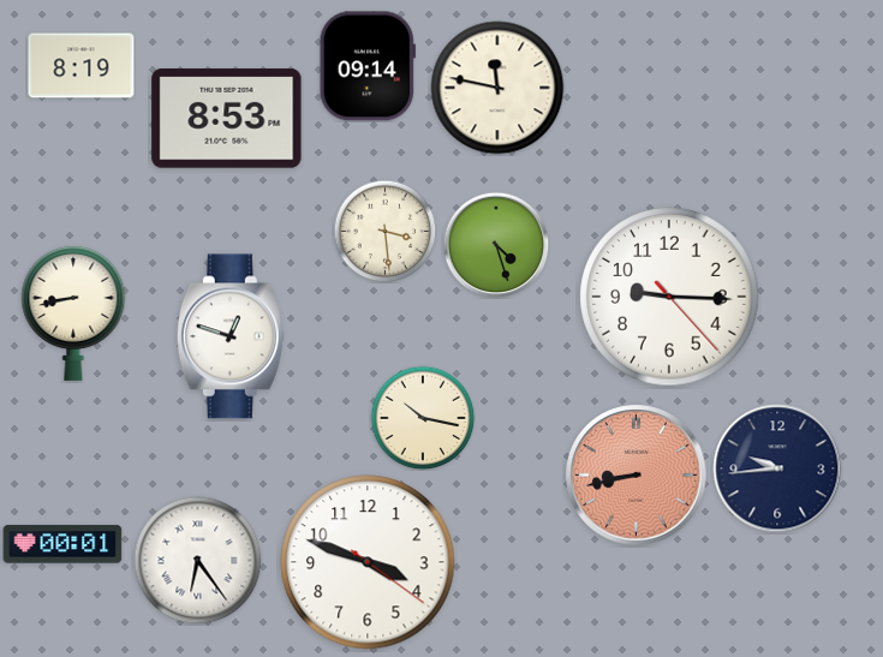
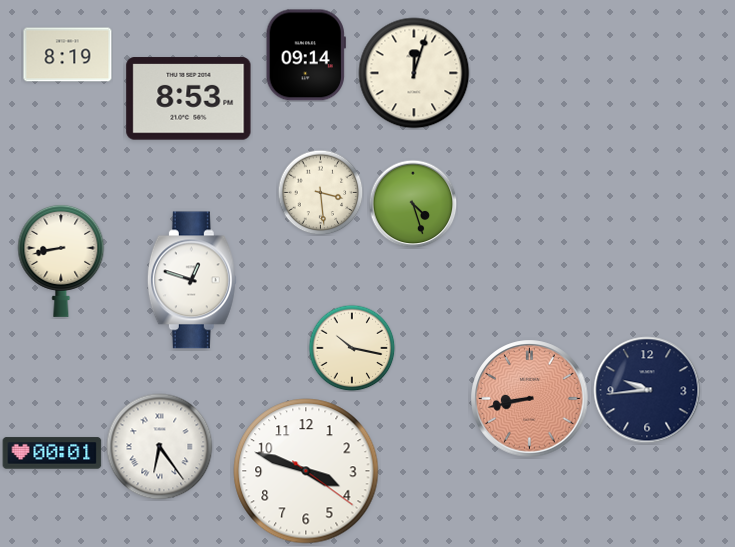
clock at (497, 88): 11:47 -> 12:03
clock at (669, 297): 9:15 -> none
clock at (637, 476) position: (637, 476) -> (530, 399)
clock at (198, 561) position: (198, 561) -> (160, 447)
clock at (368, 562) position: (368, 562) -> (306, 471)
